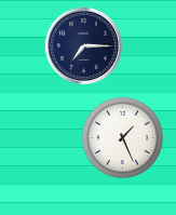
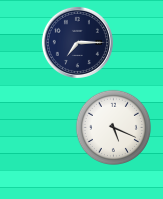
clock at (122, 137): 1:26 -> 5:19
